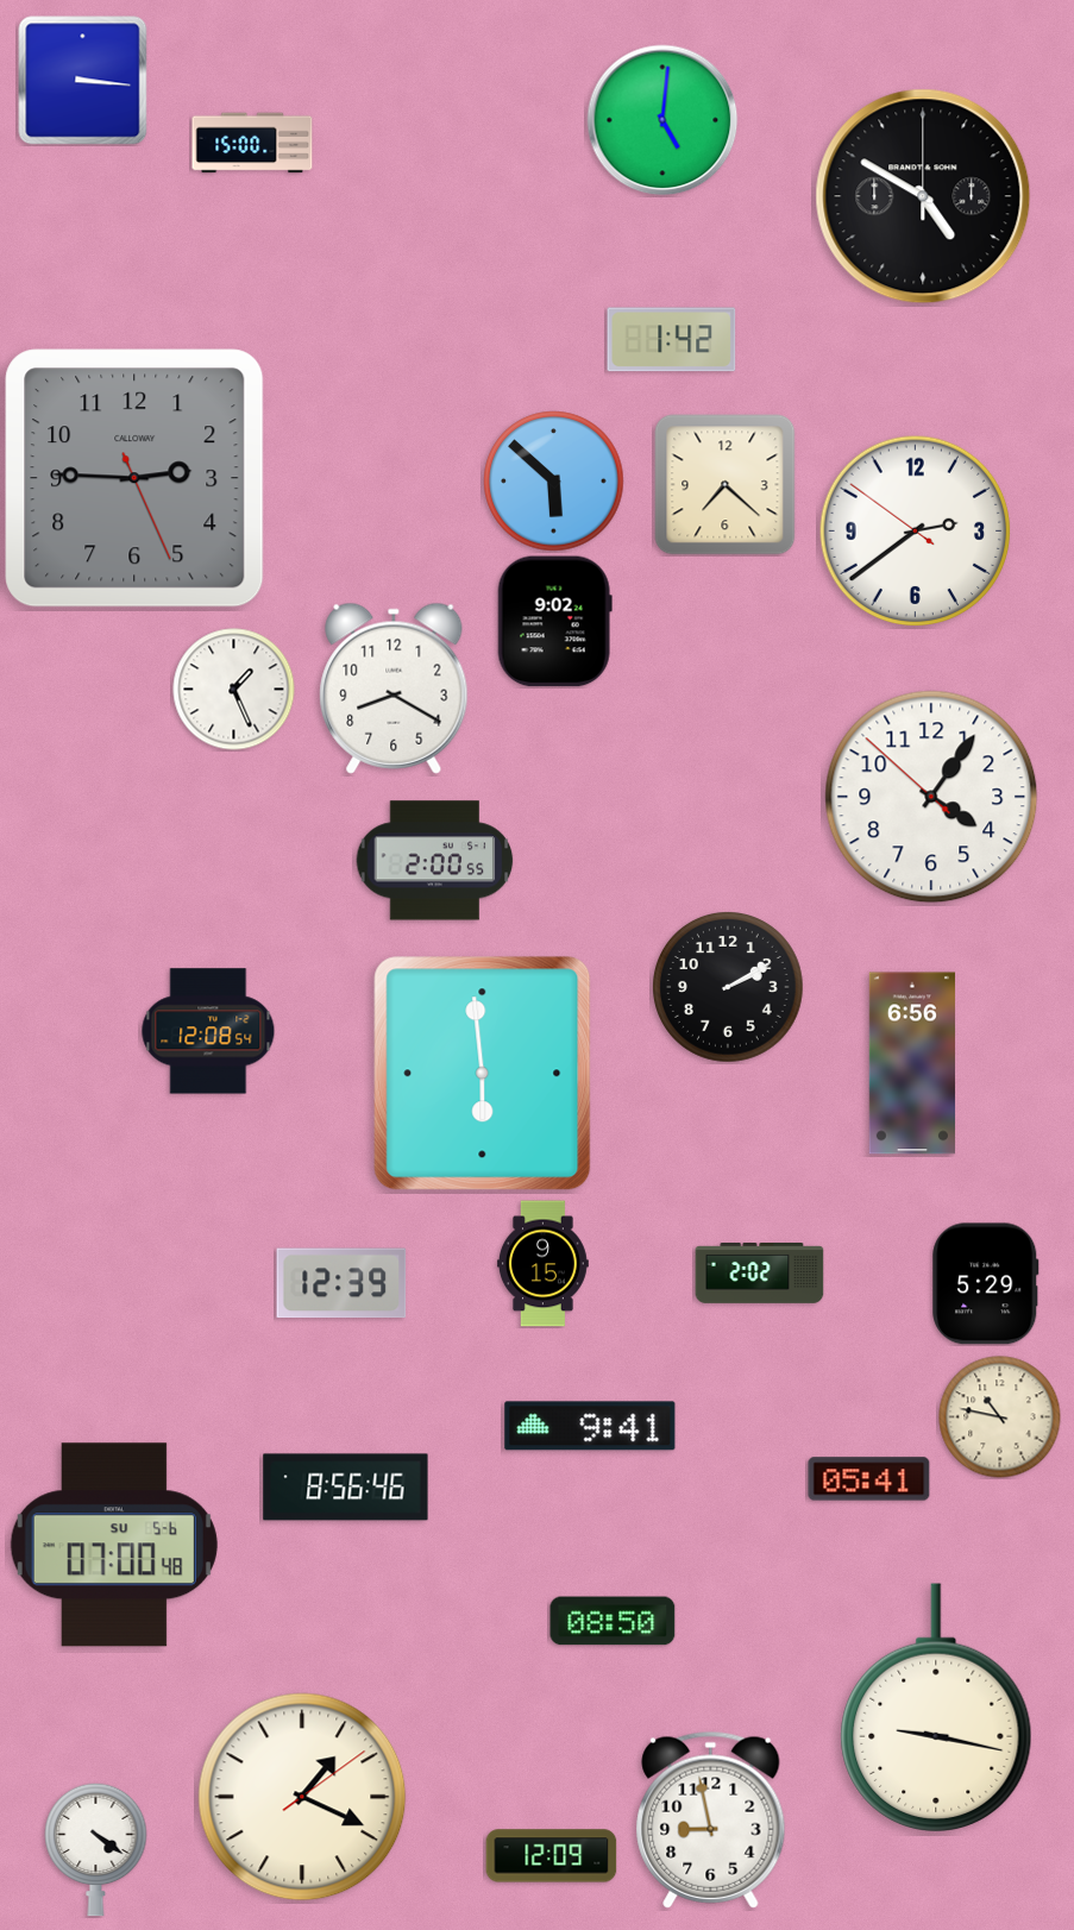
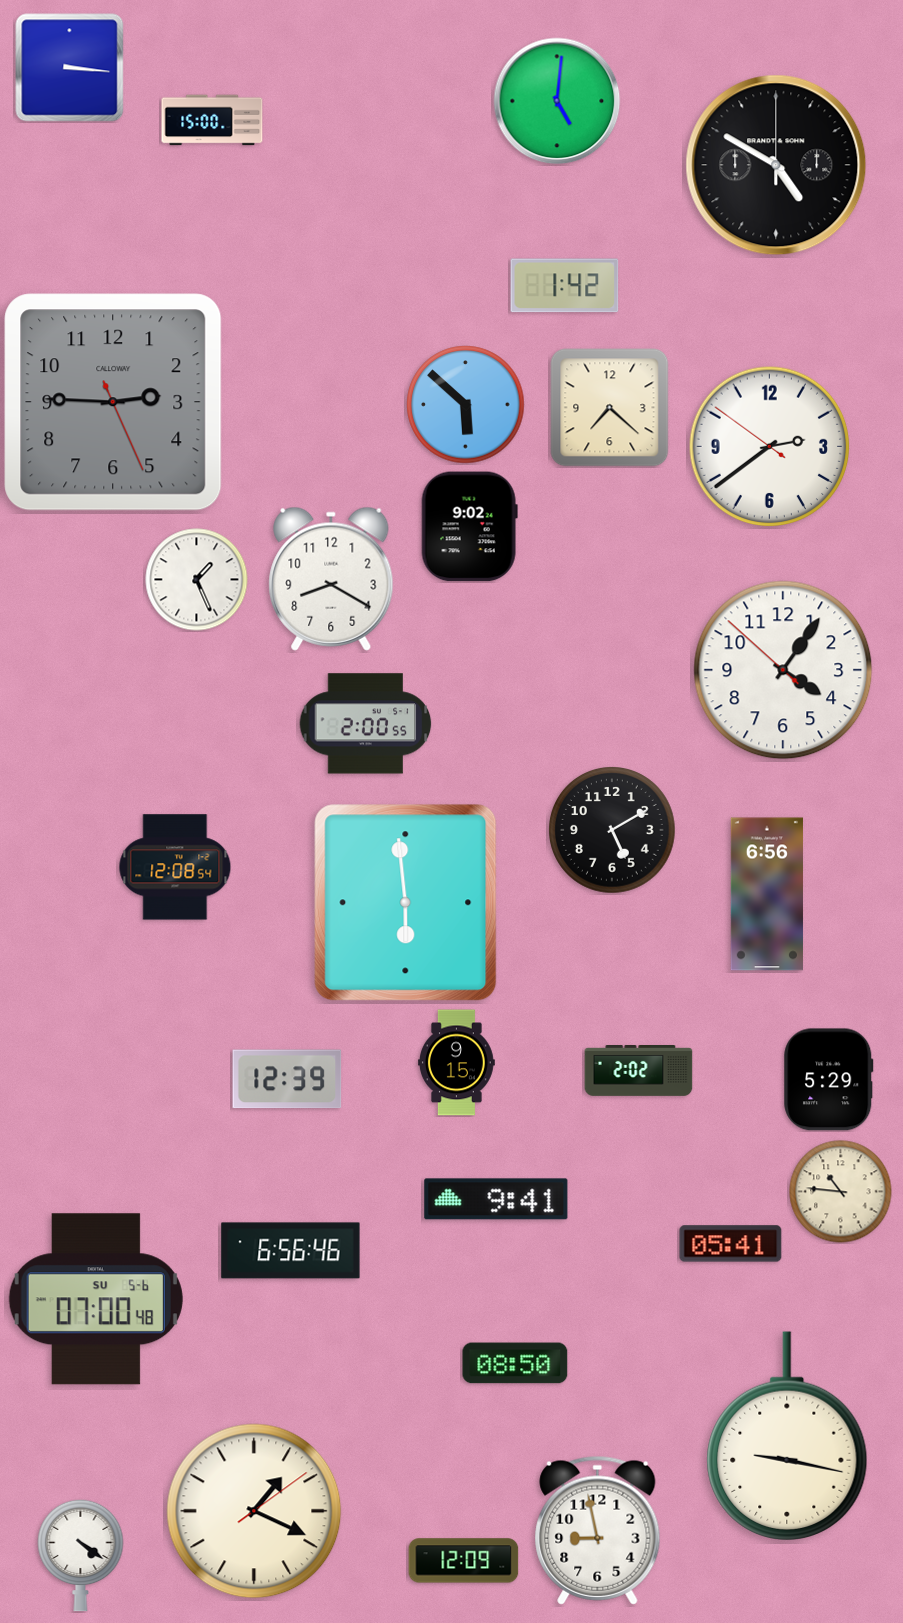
clock at (554, 622) position: (554, 622) -> (469, 527)
clock at (729, 988): 2:10 -> 5:10
clock at (1000, 1417): 10:47 -> 10:46
clock at (346, 1488): 8:56 -> 6:56
